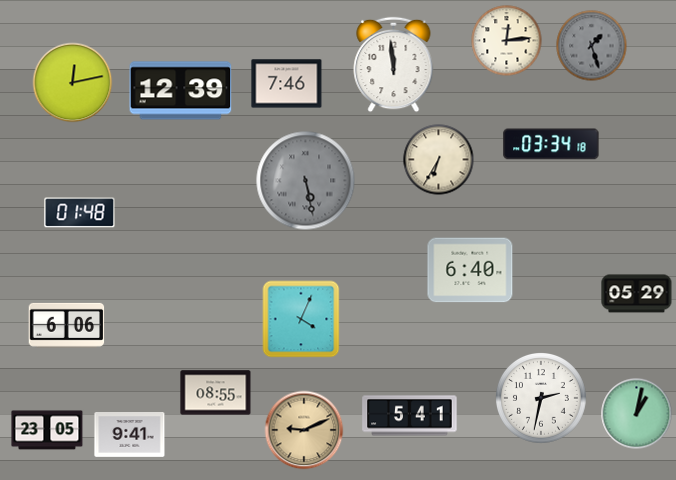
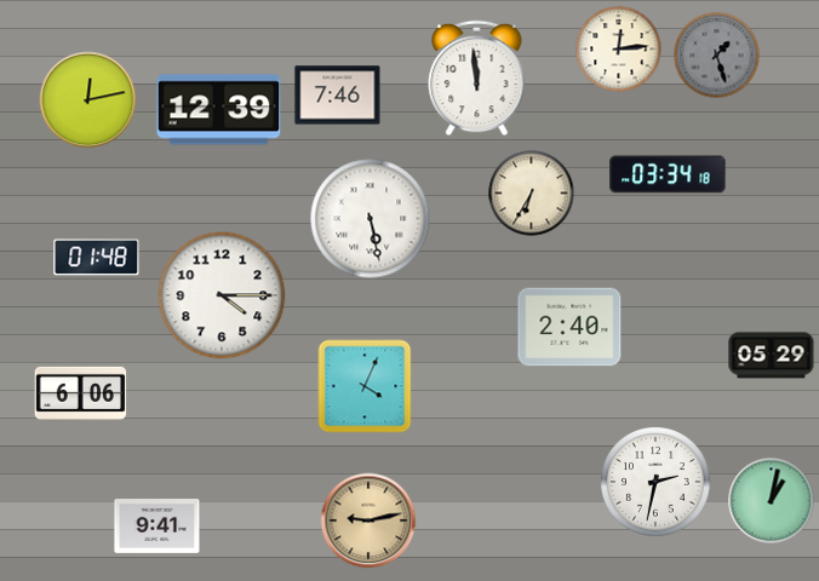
clock at (507, 41) position: (507, 41) -> (619, 50)
clock at (287, 84) position: (287, 84) -> (338, 96)
clock at (306, 181) dial: grey -> white
clock at (222, 295): none -> 4:15
clock at (470, 270): 6:40 -> 2:40
clock at (216, 393): 08:55 -> none
clock at (410, 416): 5:41 -> none
clock at (47, 430): 23:05 -> none
clock at (304, 430): 9:11 -> 9:13
